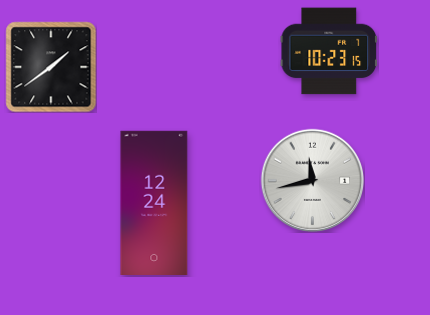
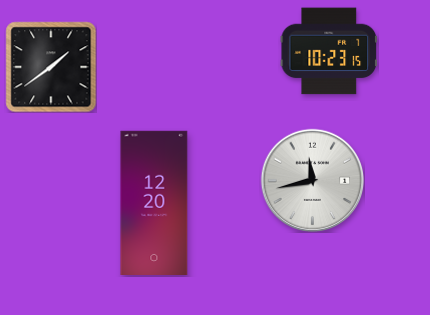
clock at (154, 202): 12:24 -> 12:20
